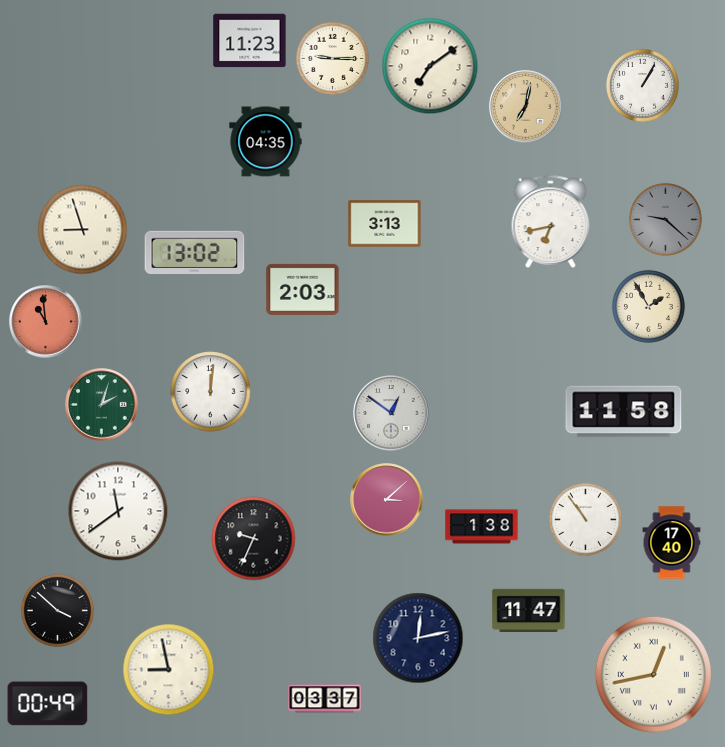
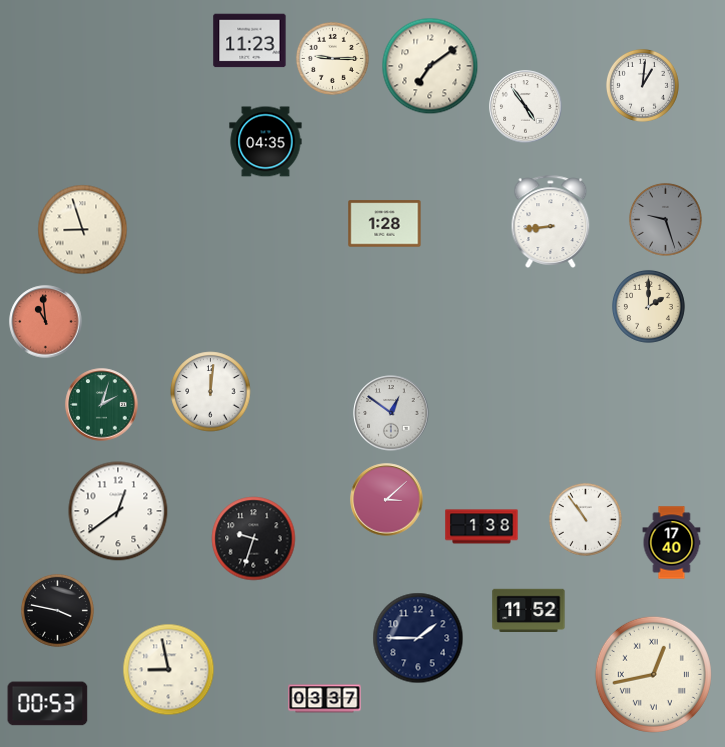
clock at (642, 85): 1:05 -> 1:01
clock at (526, 107): 7:02 -> 4:54
clock at (526, 107) dial: champagne -> white
clock at (665, 219): 9:22 -> 9:27
clock at (551, 221): 6:43 -> 8:44
clock at (385, 224): 3:13 -> 1:28
clock at (195, 253): 13:02 -> none
clock at (303, 289): 2:03 -> none
clock at (648, 306): 1:55 -> 2:00
clock at (624, 412): 11:58 -> none
clock at (118, 511): 11:39 -> 12:39
clock at (254, 539): 9:34 -> 9:33
clock at (57, 610): 3:52 -> 3:47
clock at (529, 610): 11:47 -> 11:52
clock at (418, 638): 12:13 -> 1:45
clock at (48, 704): 00:49 -> 00:53
